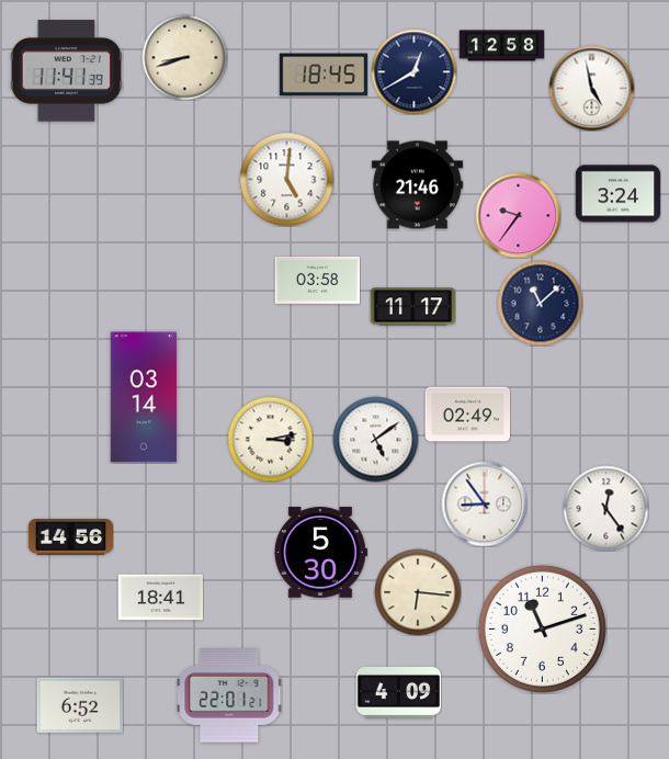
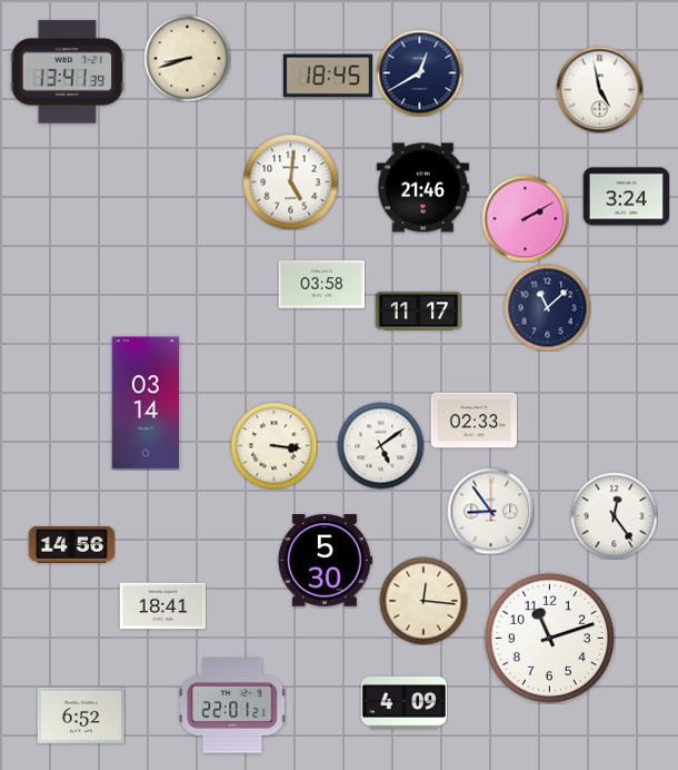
clock at (501, 46): 12:58 -> none
clock at (66, 71): 11:41 -> 13:41
clock at (518, 215): 9:36 -> 2:10
clock at (467, 415): 02:49 -> 02:33
clock at (270, 439): 3:13 -> 3:16
clock at (418, 592): 6:16 -> 12:16
